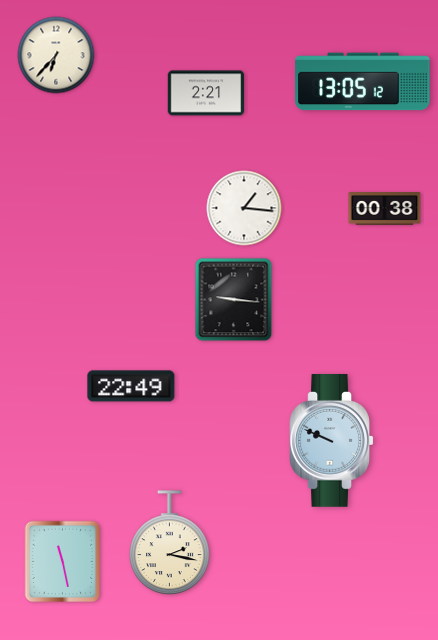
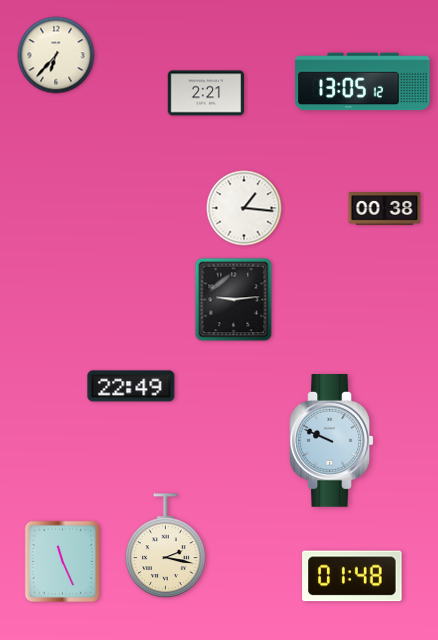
clock at (234, 300): 9:16 -> 9:14
clock at (170, 543) position: (170, 543) -> (166, 546)
clock at (62, 562): 11:28 -> 11:26
clock at (352, 576): none -> 01:48
